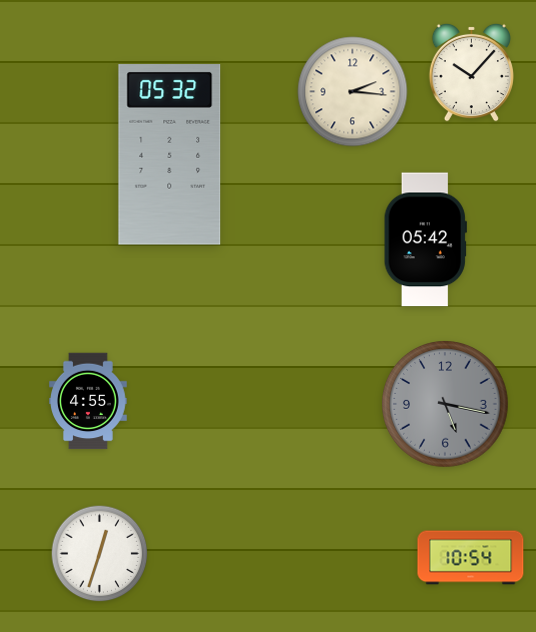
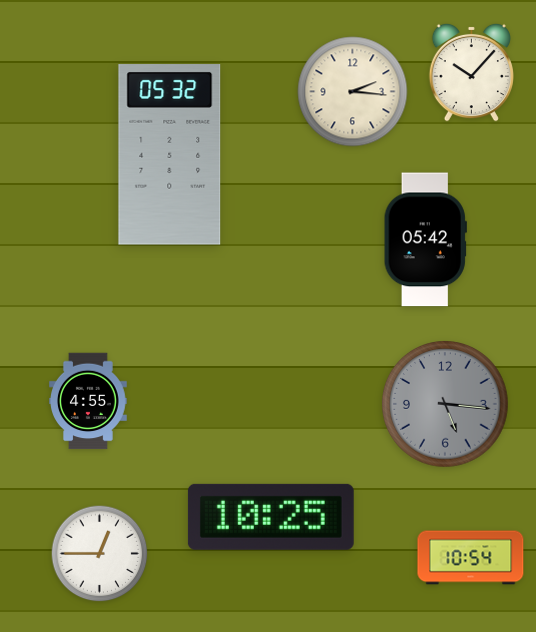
clock at (445, 404): 5:17 -> 5:16
clock at (271, 517): none -> 10:25
clock at (100, 554): 12:33 -> 12:45
